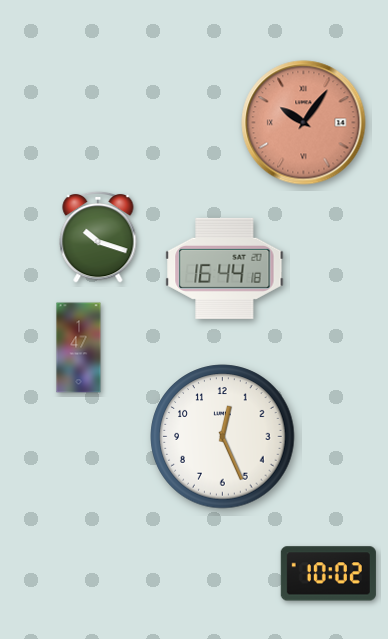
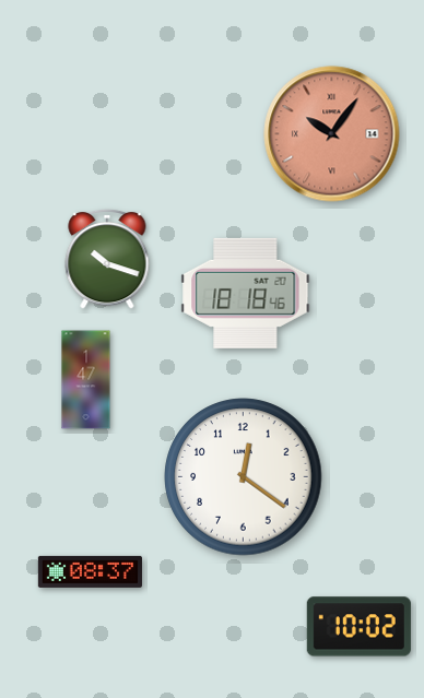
clock at (225, 268): 16:44 -> 18:18
clock at (223, 437): 12:26 -> 12:21
clock at (90, 571): none -> 08:37
